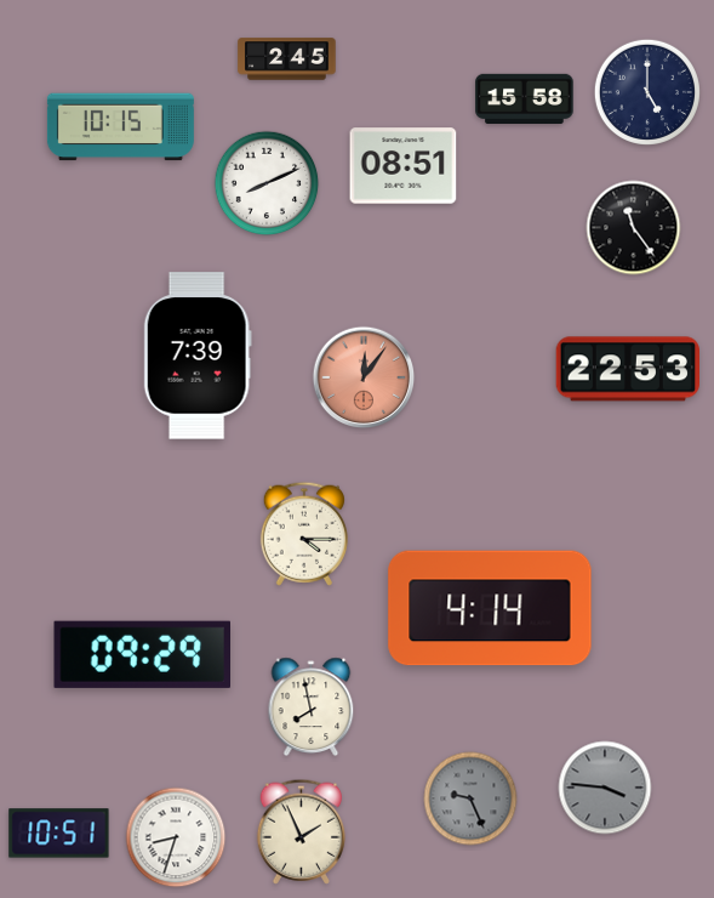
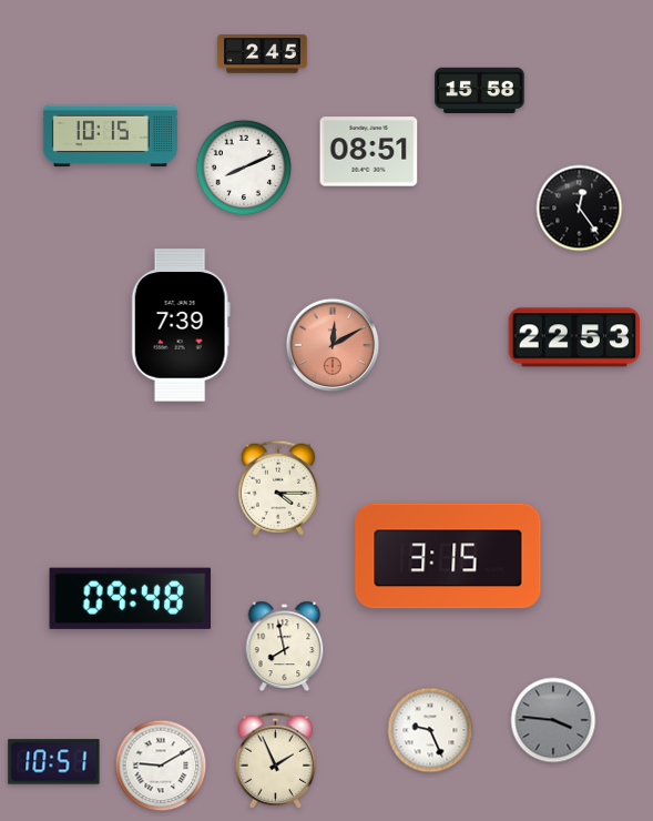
clock at (647, 92): 5:00 -> none
clock at (120, 127) position: (120, 127) -> (110, 136)
clock at (634, 228): 11:24 -> 12:24
clock at (364, 377): 12:06 -> 12:10
clock at (490, 608): 4:14 -> 3:15
clock at (142, 654): 09:29 -> 09:48
clock at (470, 798) dial: grey -> white
clock at (176, 837): 8:33 -> 9:10
